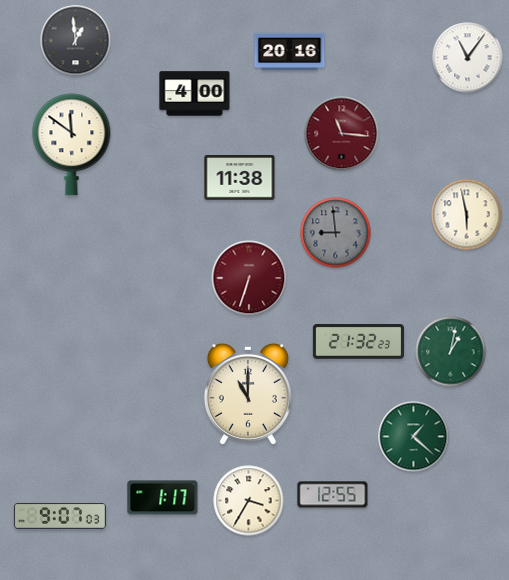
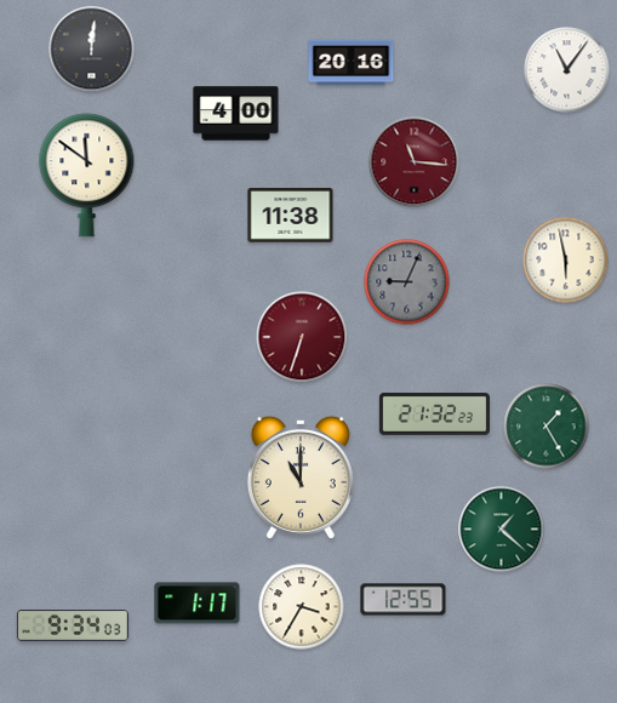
clock at (76, 41): 12:59 -> 12:01
clock at (336, 233): 8:59 -> 9:04
clock at (451, 352): 1:02 -> 1:25
clock at (60, 516): 9:07 -> 9:34
